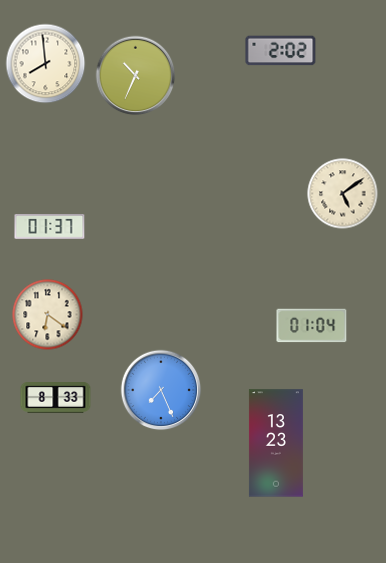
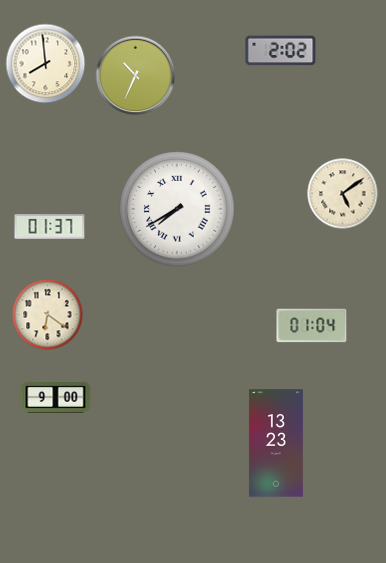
clock at (177, 209): none -> 7:40
clock at (161, 390): 7:26 -> none
clock at (56, 398): 8:33 -> 9:00
